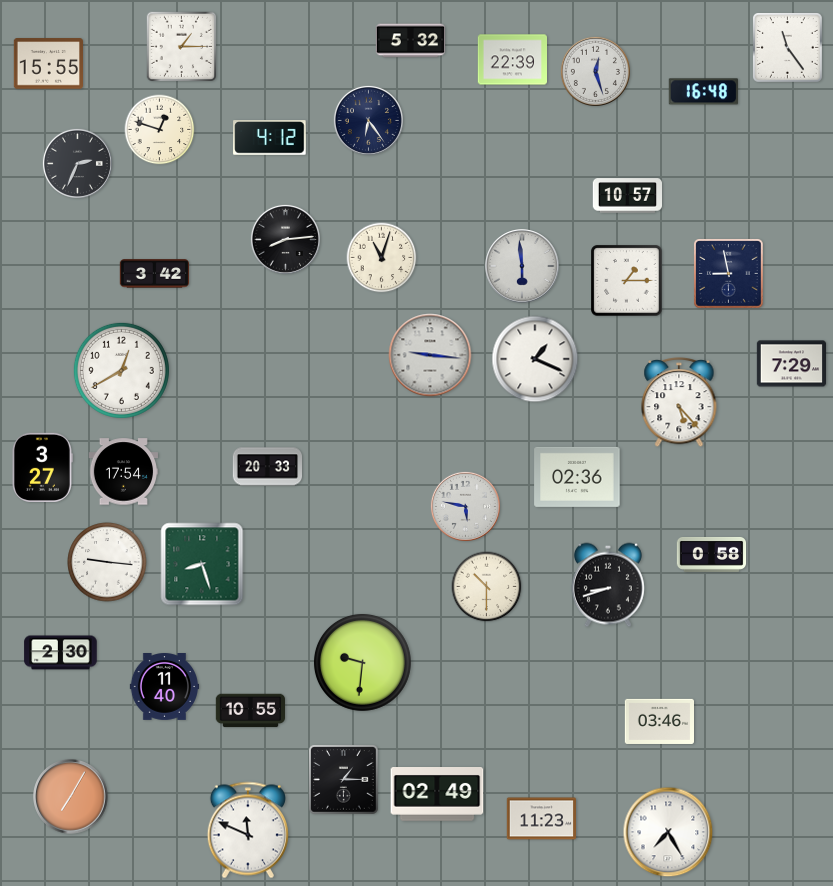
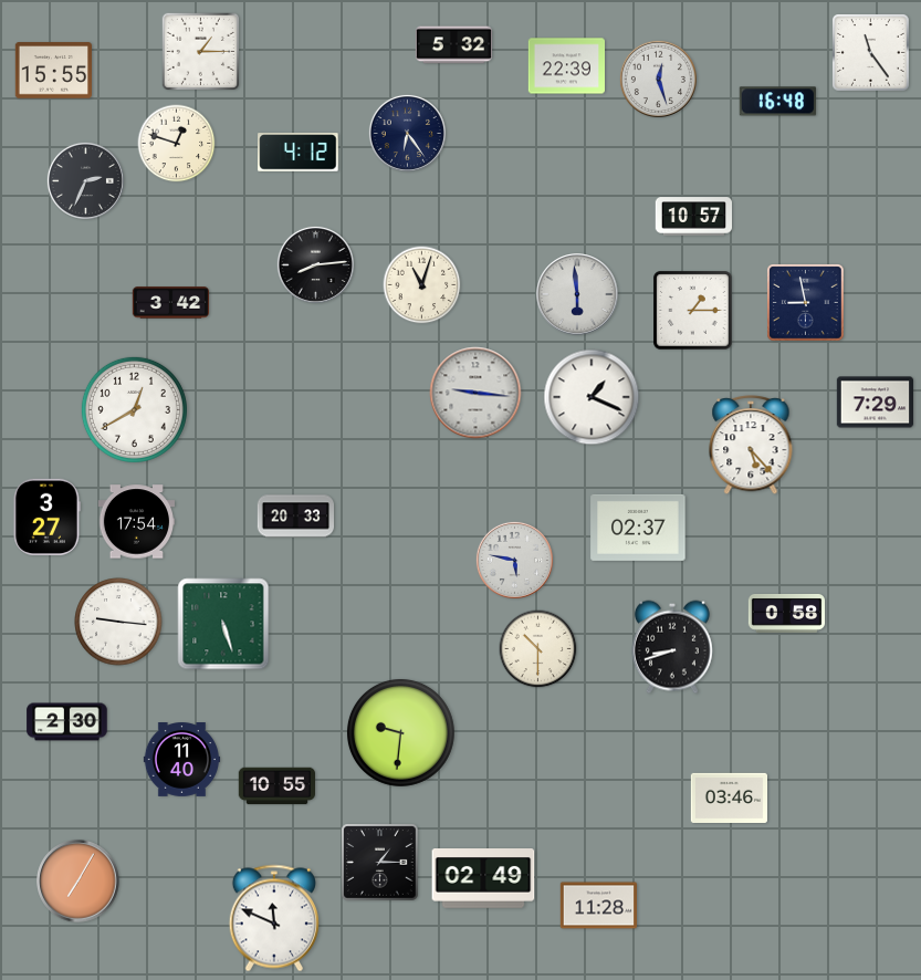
clock at (577, 477): 02:36 -> 02:37
clock at (202, 564): 8:27 -> 5:27
clock at (541, 819): 11:23 -> 11:28
clock at (668, 832): 7:25 -> none
